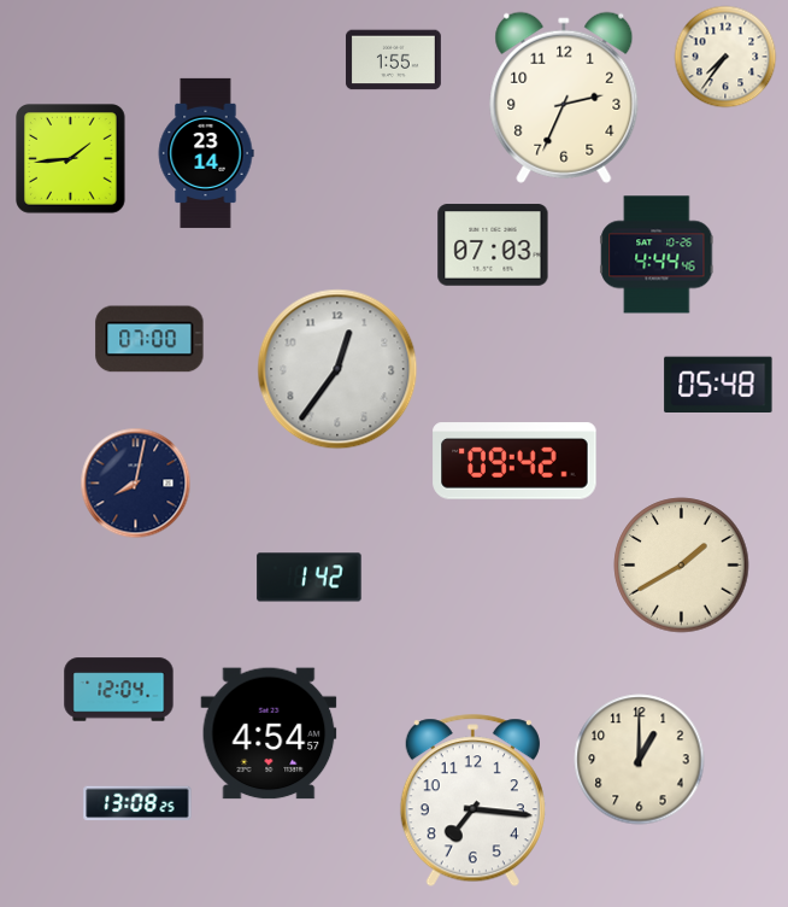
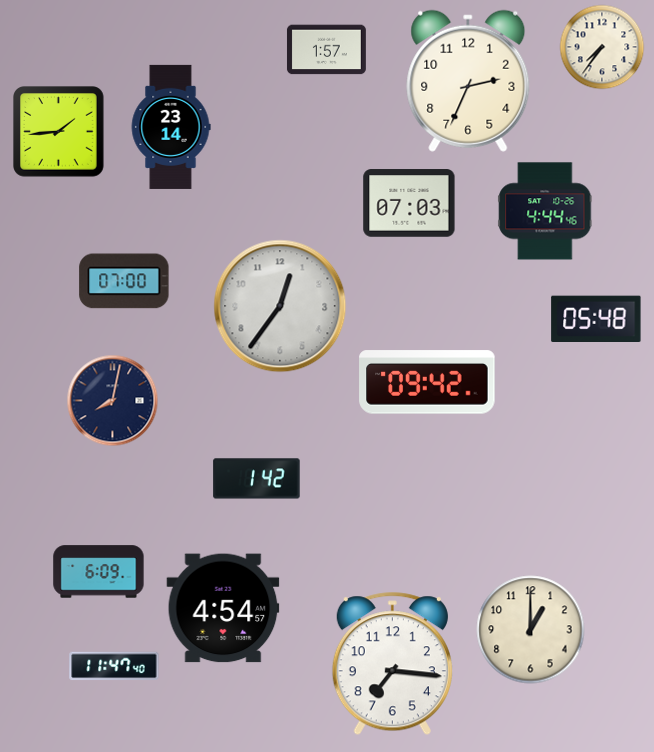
clock at (393, 60): 1:55 -> 1:57
clock at (682, 566): 1:40 -> none
clock at (119, 690): 12:04 -> 6:09
clock at (137, 803): 13:08 -> 11:47
